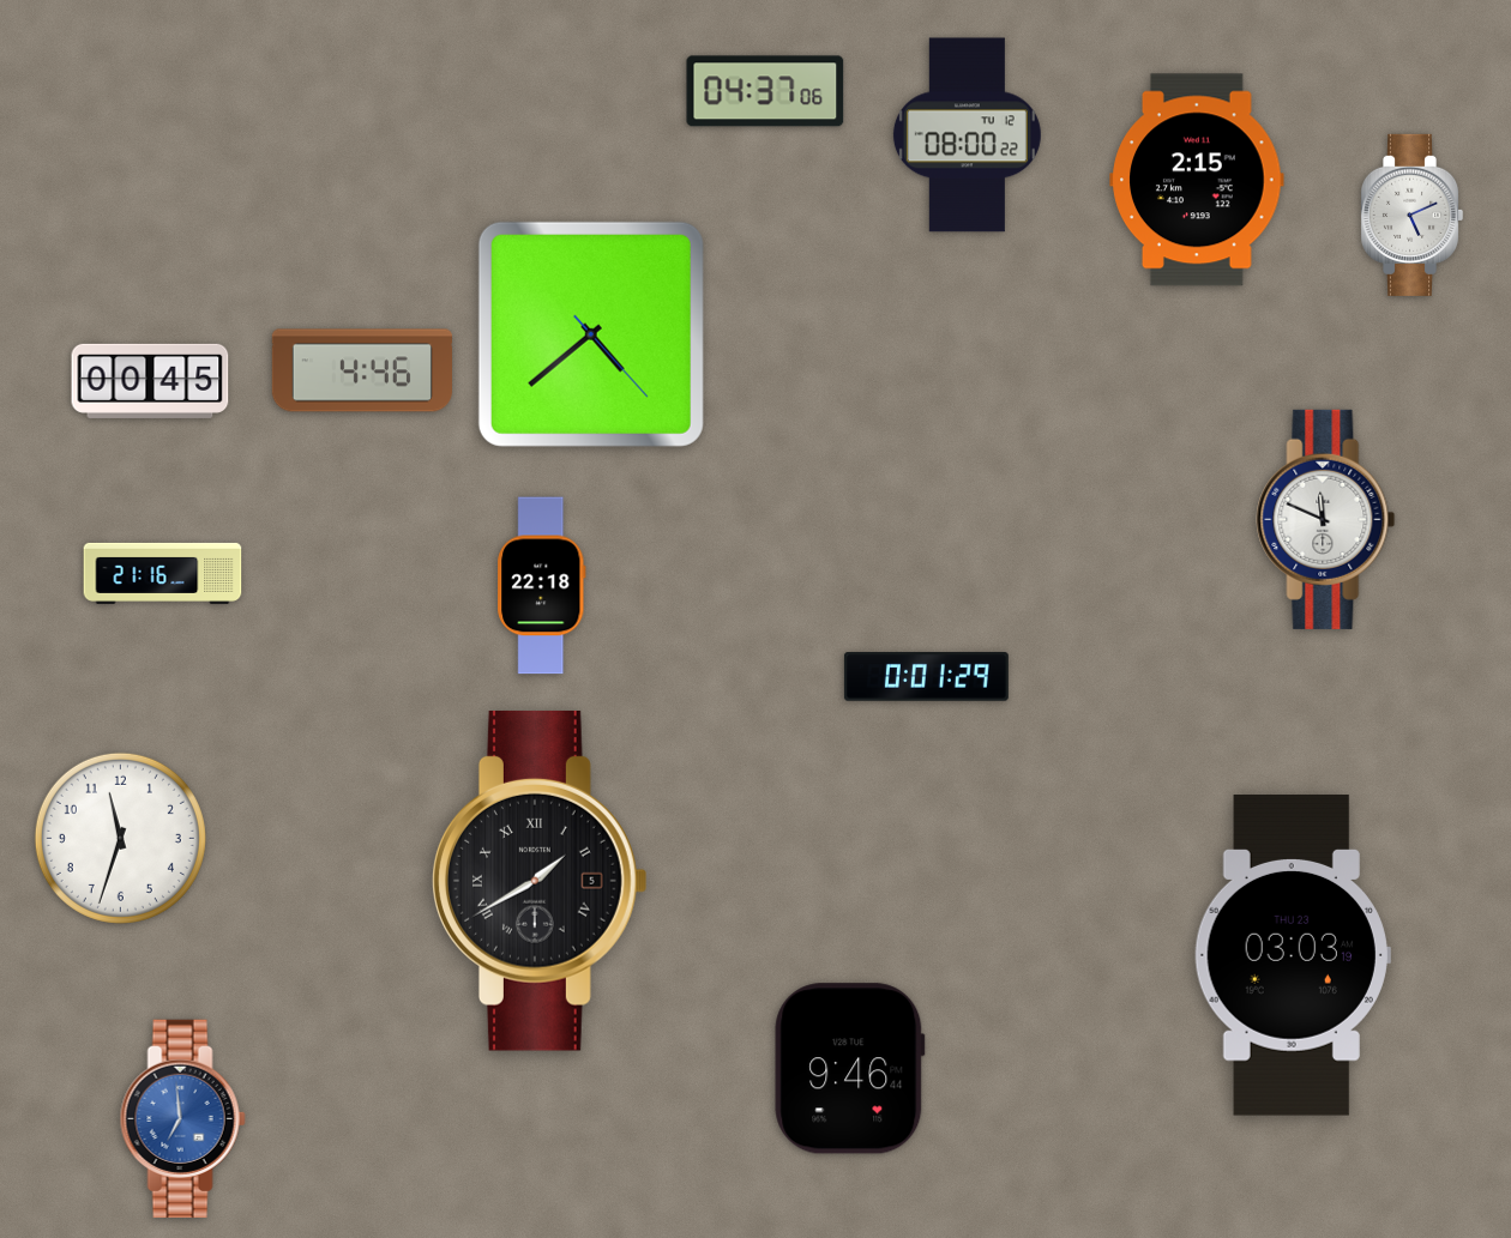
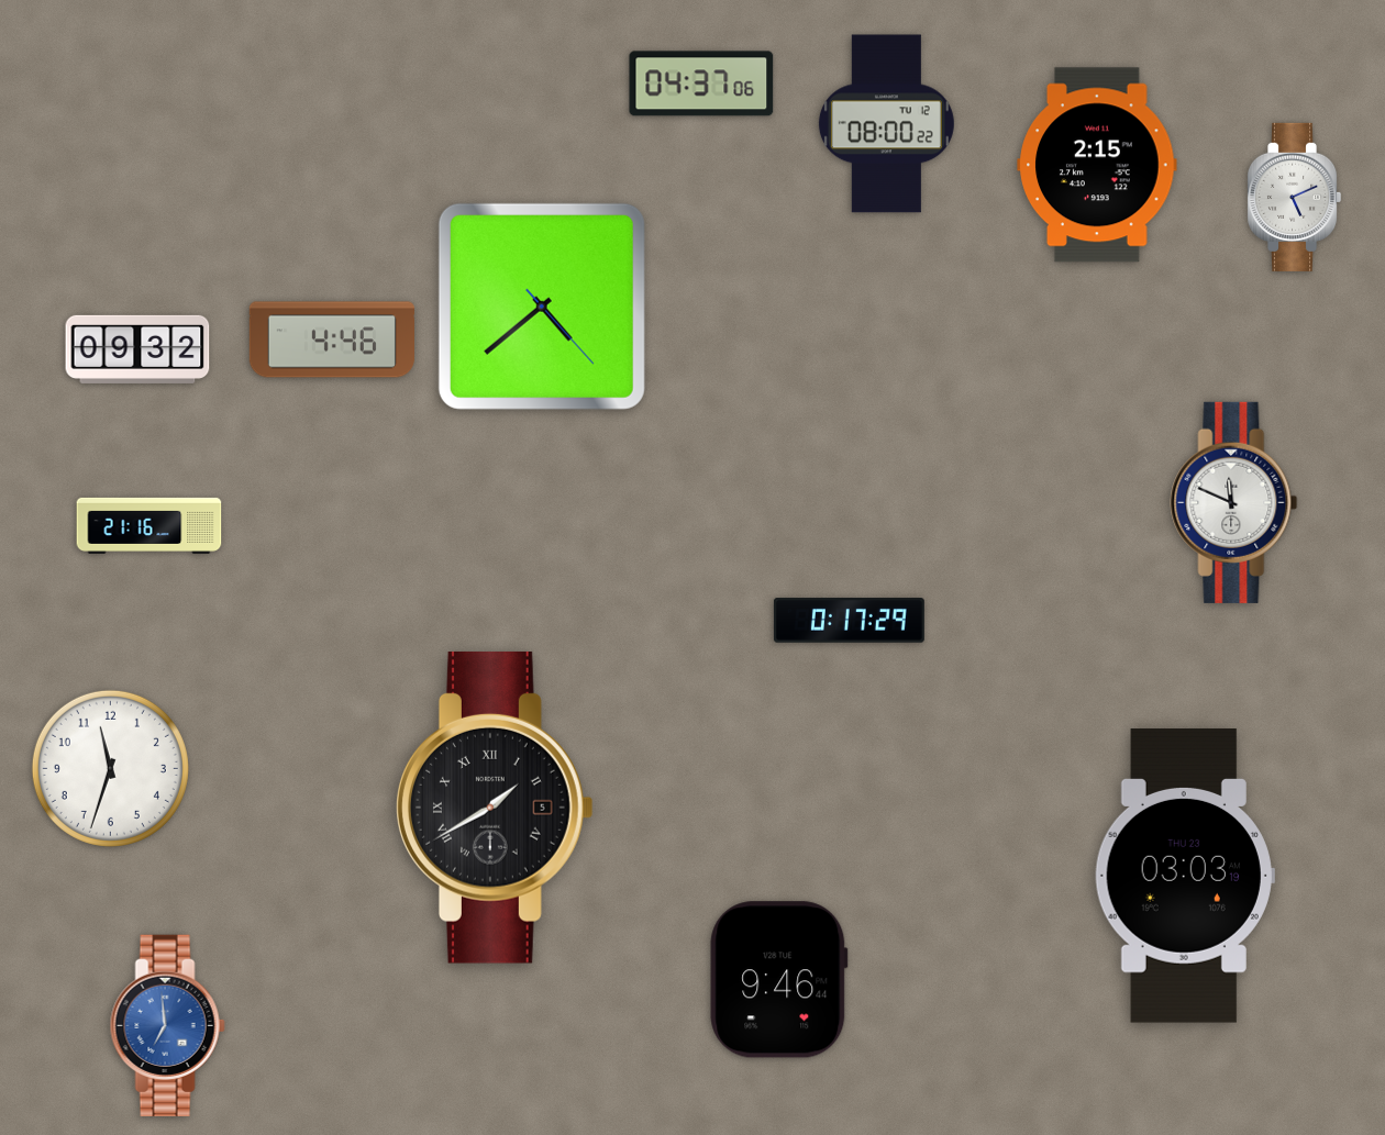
clock at (150, 381): 00:45 -> 09:32
clock at (1326, 519) position: (1326, 519) -> (1234, 502)
clock at (542, 586): 22:18 -> none
clock at (926, 677): 0:01 -> 0:17
